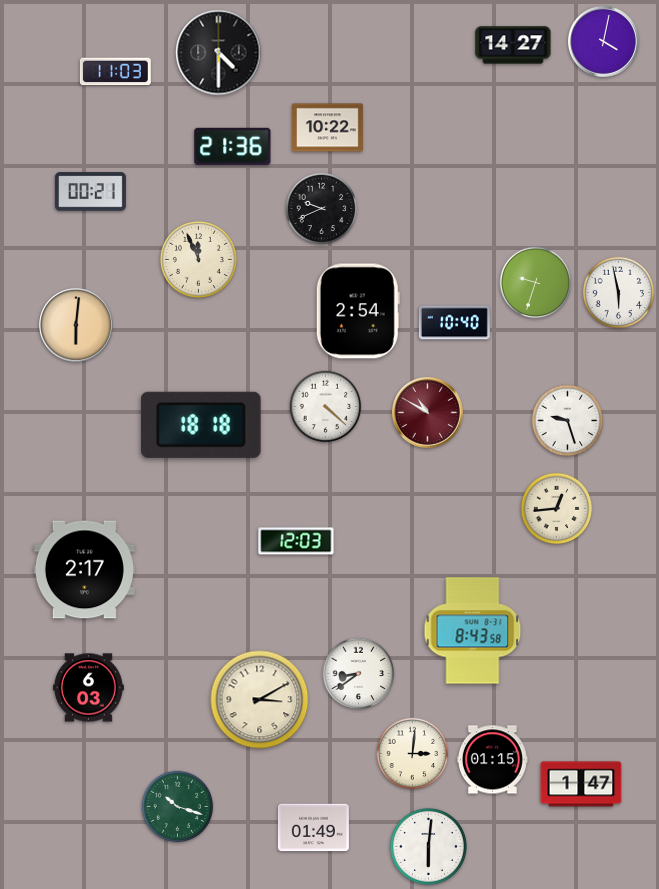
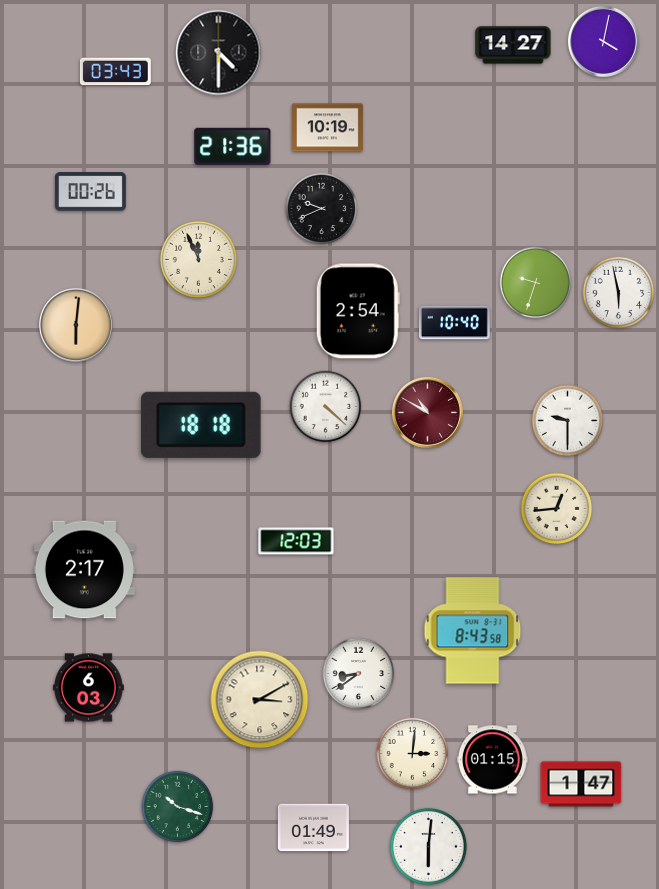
clock at (115, 72): 11:03 -> 03:43
clock at (327, 128): 10:22 -> 10:19
clock at (90, 192): 00:21 -> 00:26
clock at (568, 421): 9:27 -> 9:30
